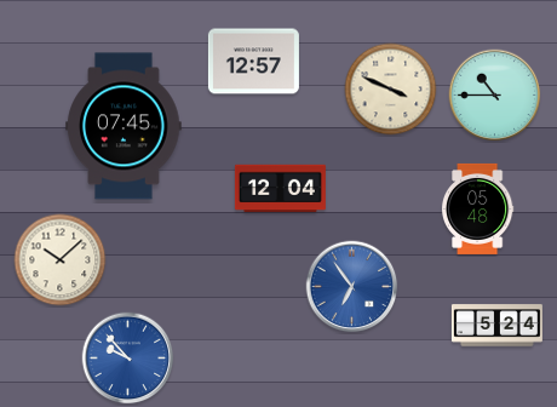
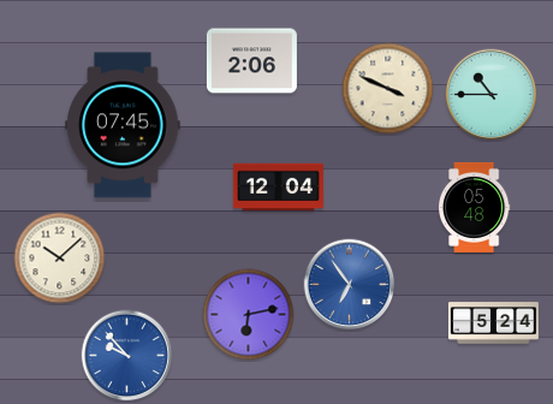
clock at (253, 62): 12:57 -> 2:06
clock at (249, 315): none -> 6:13
